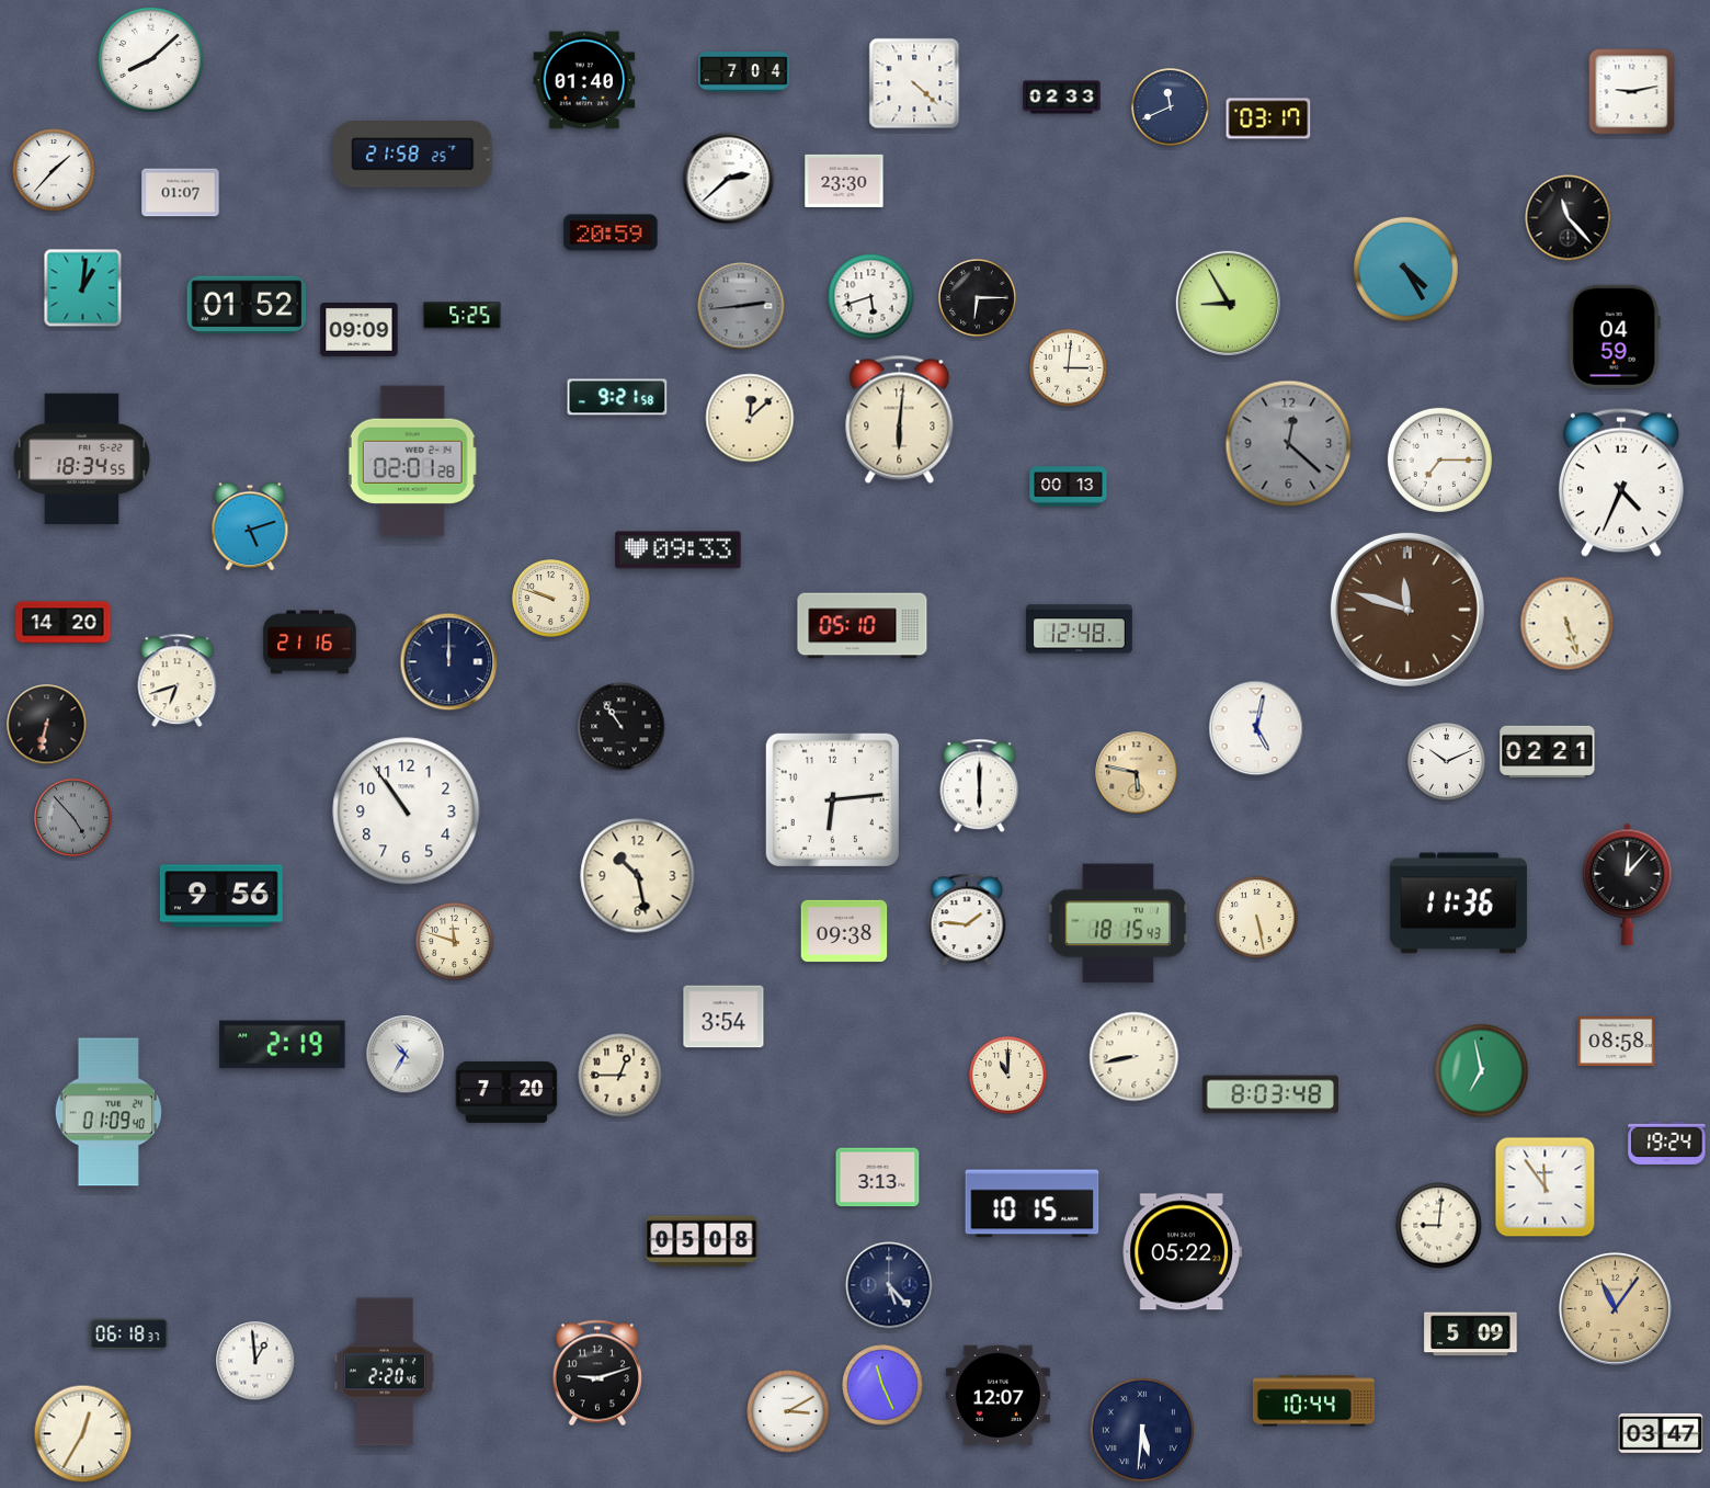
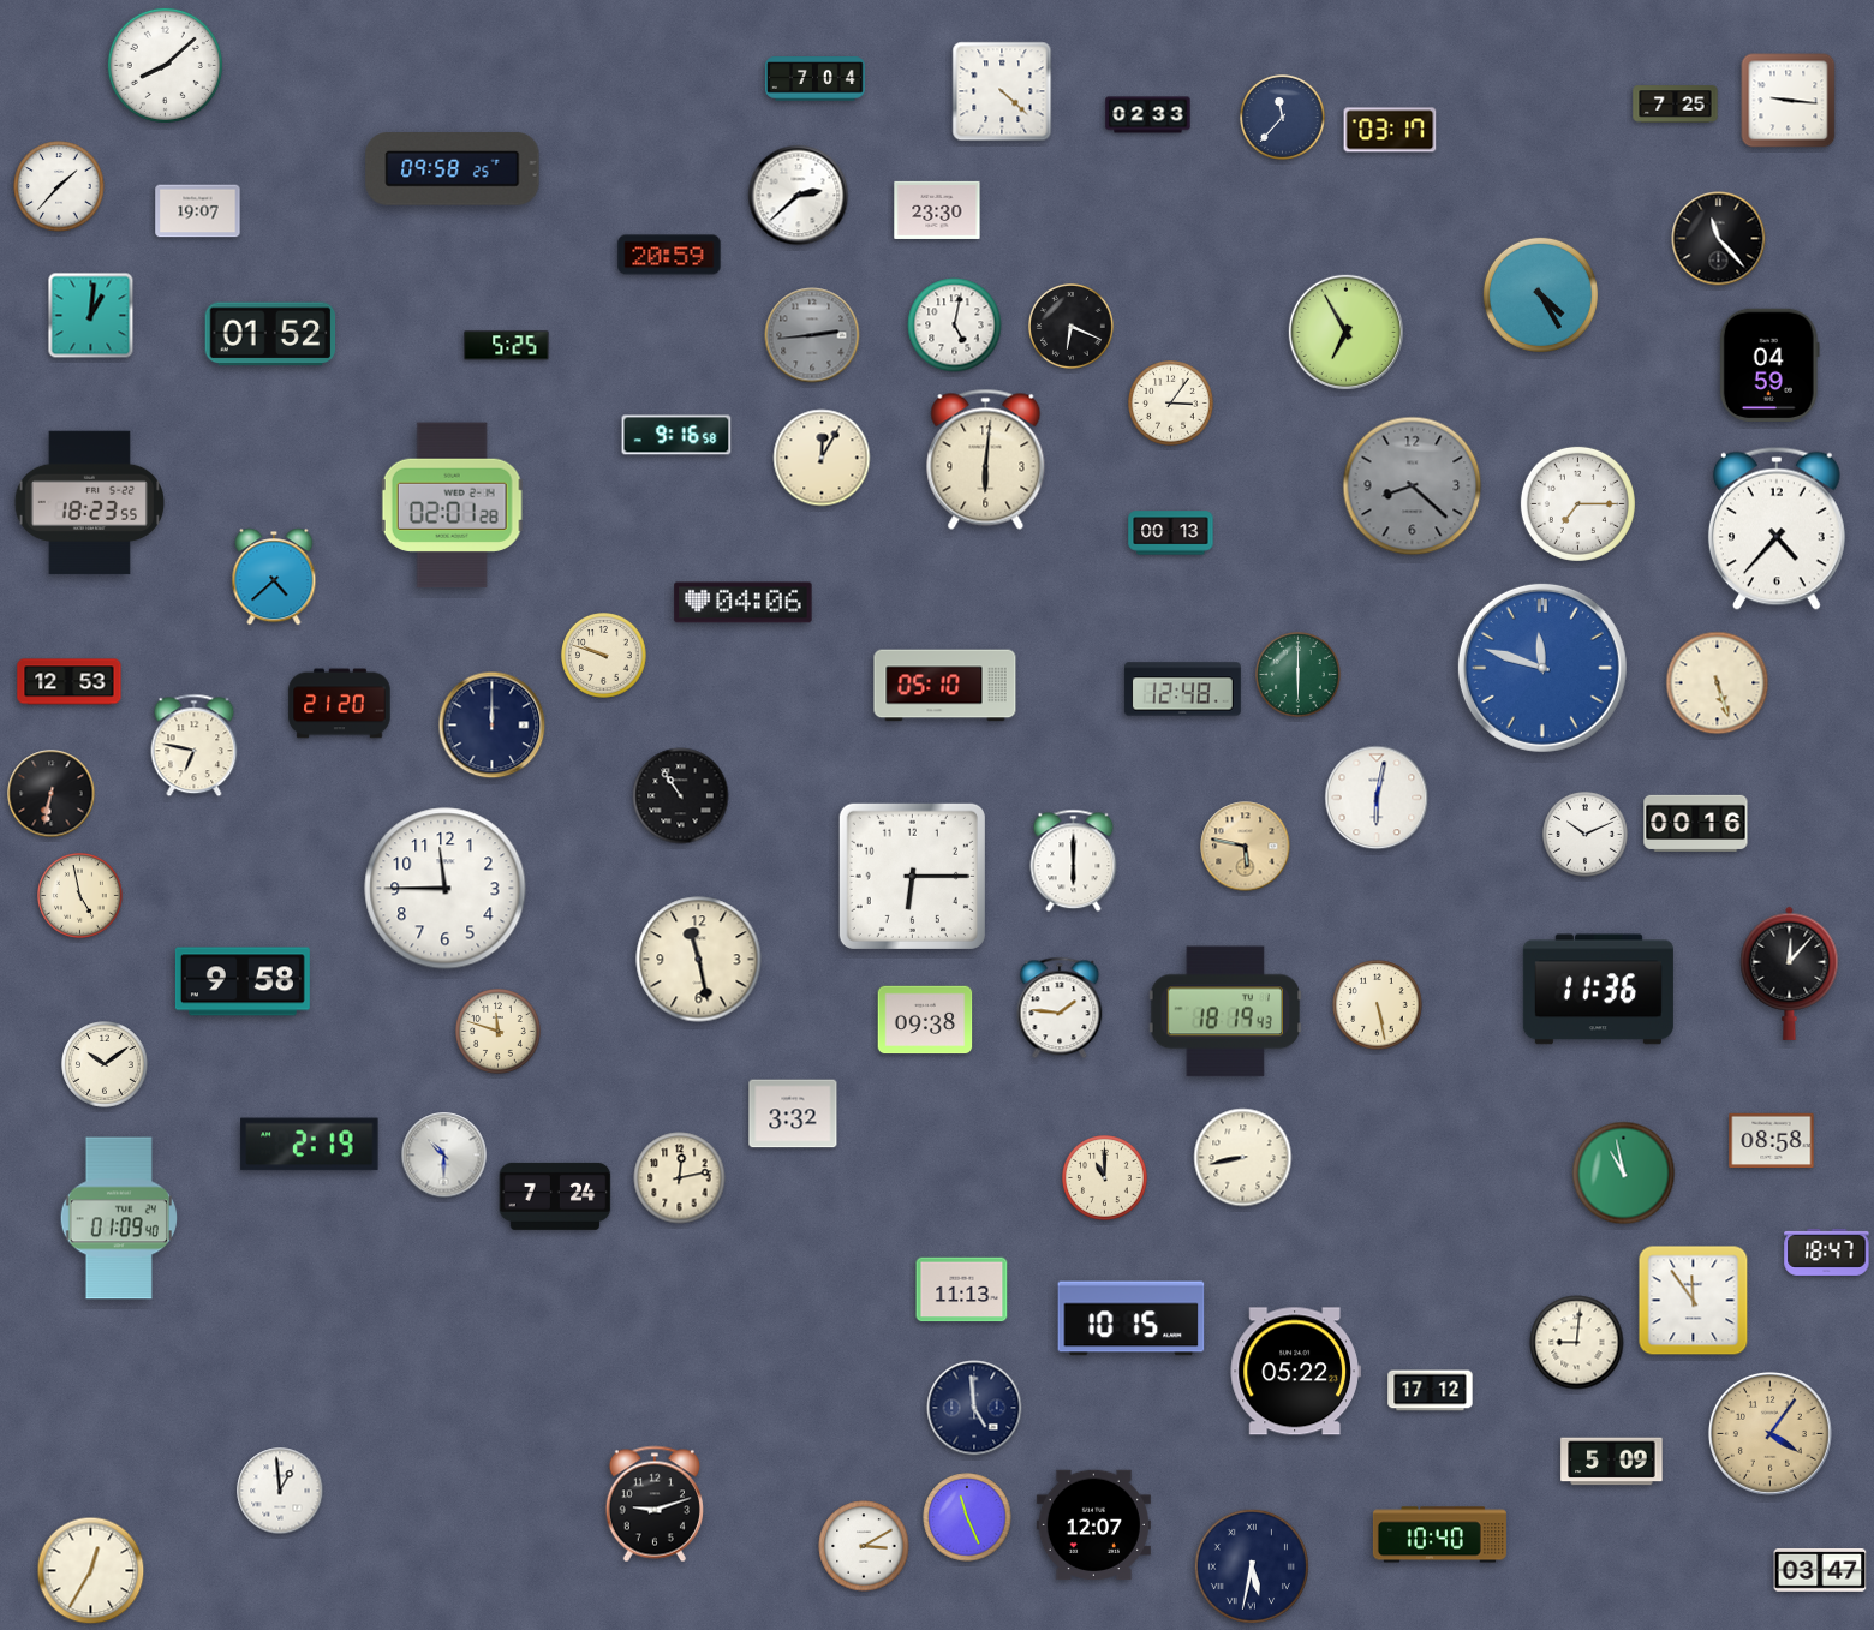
clock at (584, 80): 01:40 -> none
clock at (1632, 92): 9:13 -> 9:16
clock at (1676, 105): none -> 7:25
clock at (1062, 98) position: (1062, 98) -> (1148, 115)
clock at (1171, 107): 11:41 -> 11:37
clock at (413, 155): 21:58 -> 09:58
clock at (844, 181) position: (844, 181) -> (937, 210)
clock at (181, 193): 01:07 -> 19:07
clock at (871, 297): 5:42 -> 5:02
clock at (978, 298): 6:15 -> 6:19
clock at (1228, 303): 8:55 -> 6:55
clock at (360, 330): 09:09 -> none
clock at (1615, 336) position: (1615, 336) -> (1769, 364)
clock at (1069, 368): 3:01 -> 3:06
clock at (617, 397): 9:21 -> 9:16
clock at (750, 418): 12:08 -> 12:05
clock at (1289, 444): 12:22 -> 8:22
clock at (81, 459): 18:34 -> 18:23
clock at (1621, 482): 4:34 -> 4:37
clock at (250, 526): 5:12 -> 4:38
clock at (679, 550): 09:33 -> 04:06
clock at (1407, 610) dial: brown -> blue
clock at (1299, 675): none -> 6:00
clock at (64, 623): 14:20 -> 12:53
clock at (310, 643): 21:16 -> 21:20
clock at (178, 681): 6:42 -> 6:47
clock at (1256, 728): 5:02 -> 6:02
clock at (1548, 751): 02:21 -> 00:16
clock at (832, 799): 6:14 -> 6:15
clock at (407, 811): 10:54 -> 11:45
clock at (73, 818): 4:53 -> 4:58
clock at (73, 818) dial: grey -> cream
clock at (638, 876): 10:28 -> 11:28
clock at (1628, 884) position: (1628, 884) -> (1790, 973)
clock at (221, 896): 9:56 -> 9:58
clock at (1118, 923): 18:15 -> 18:19
clock at (105, 1064): none -> 10:09
clock at (723, 1016): 3:54 -> 3:32
clock at (406, 1055): 10:35 -> 10:30
clock at (1482, 1071): 6:58 -> 10:58
clock at (620, 1076): 12:45 -> 12:13
clock at (506, 1092): 7:20 -> 7:24
clock at (1269, 1094): 8:03 -> none
clock at (1667, 1143): 19:24 -> 18:47
clock at (878, 1178): 3:13 -> 11:13
clock at (702, 1241): 05:08 -> none
clock at (1431, 1391): none -> 17:12
clock at (889, 1285): 5:23 -> 4:59
clock at (1615, 1308): 11:06 -> 4:06
clock at (129, 1334): 06:18 -> none
clock at (385, 1372): 2:20 -> none
clock at (998, 1396) position: (998, 1396) -> (1093, 1525)
clock at (1313, 1401): 10:44 -> 10:40
clock at (1142, 1430): 5:31 -> 5:32
